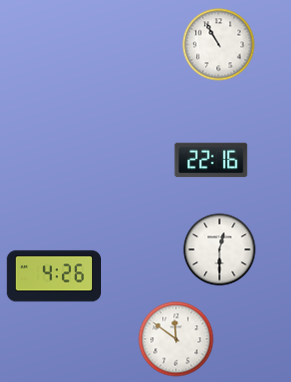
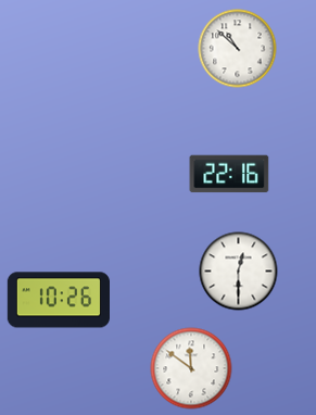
clock at (219, 45): 10:55 -> 10:52
clock at (53, 276): 4:26 -> 10:26
